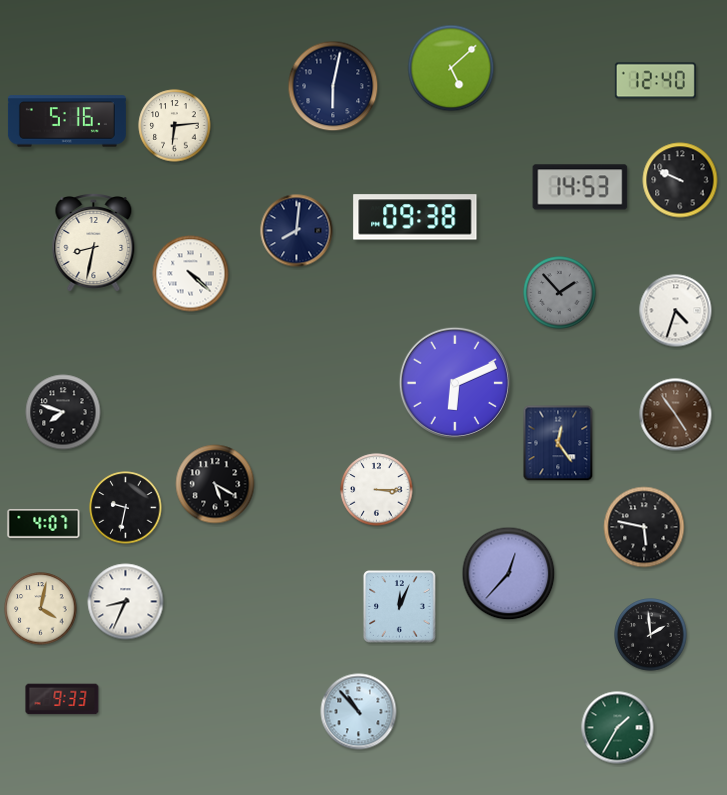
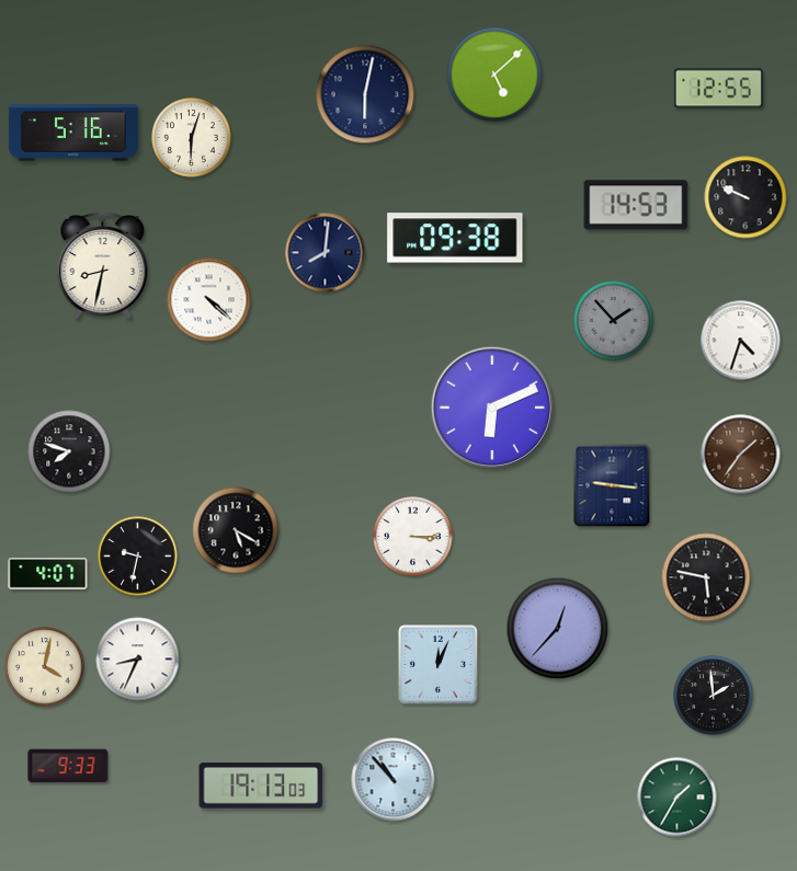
clock at (655, 81): 12:40 -> 12:55
clock at (175, 126): 6:14 -> 6:03
clock at (455, 383) position: (455, 383) -> (492, 408)
clock at (676, 415): 4:54 -> 1:36
clock at (558, 443): 12:24 -> 9:16
clock at (261, 786): none -> 19:13
